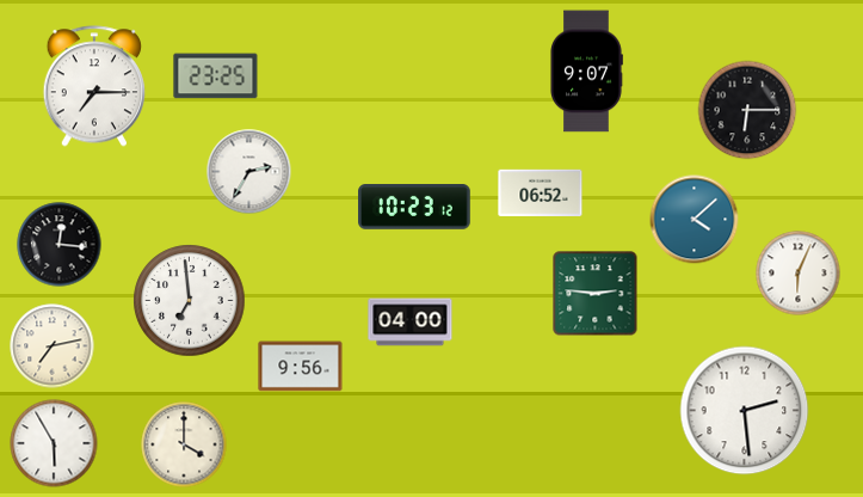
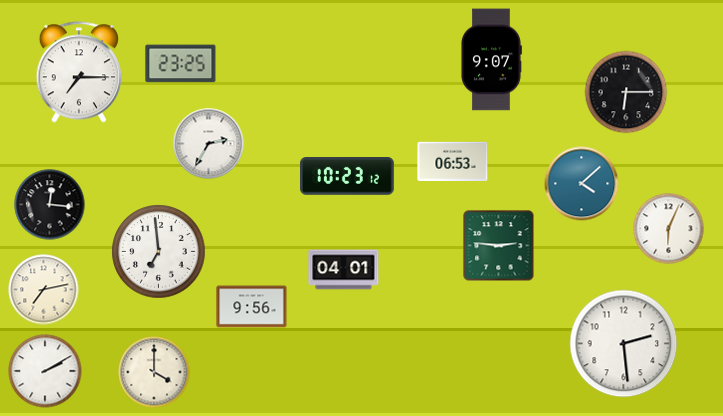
clock at (541, 192): 06:52 -> 06:53
clock at (415, 208) position: (415, 208) -> (348, 177)
clock at (411, 323): 04:00 -> 04:01
clock at (54, 443): 5:55 -> 2:10
